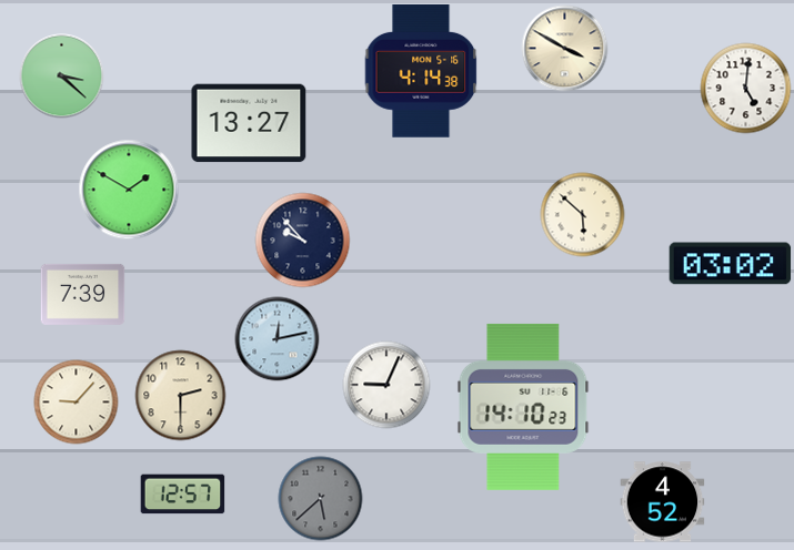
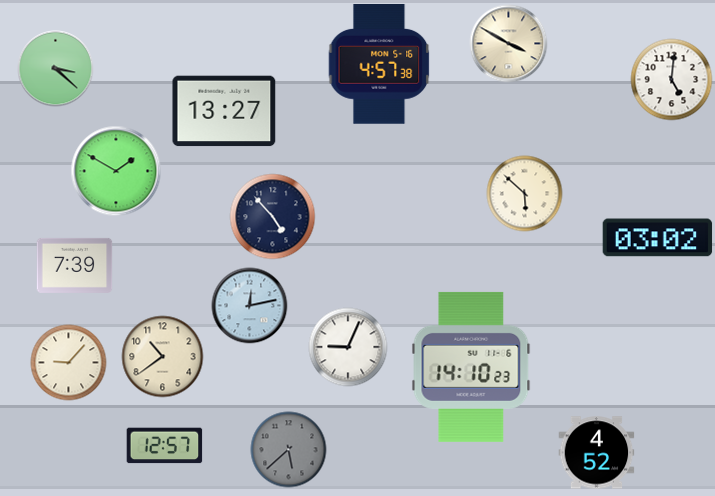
clock at (421, 72): 4:14 -> 4:57
clock at (303, 241): 9:53 -> 4:53
clock at (181, 396): 2:30 -> 10:39
